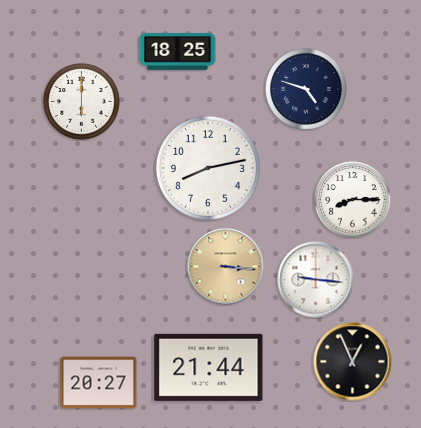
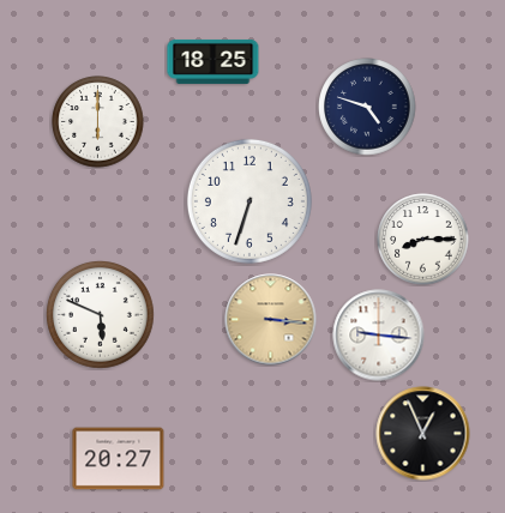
clock at (208, 168): 8:13 -> 6:33
clock at (101, 315): none -> 5:49
clock at (209, 367): 21:44 -> none
